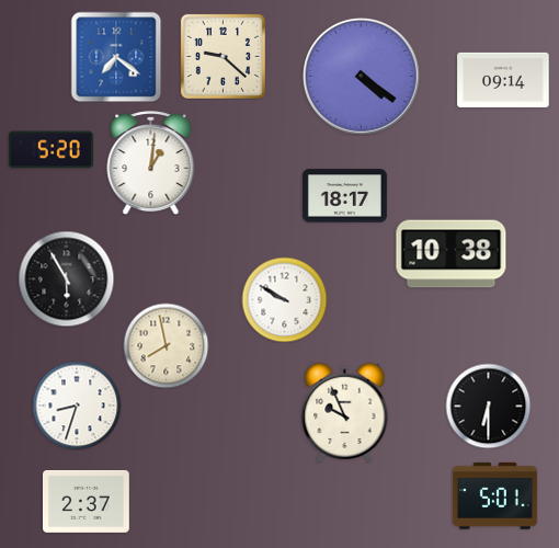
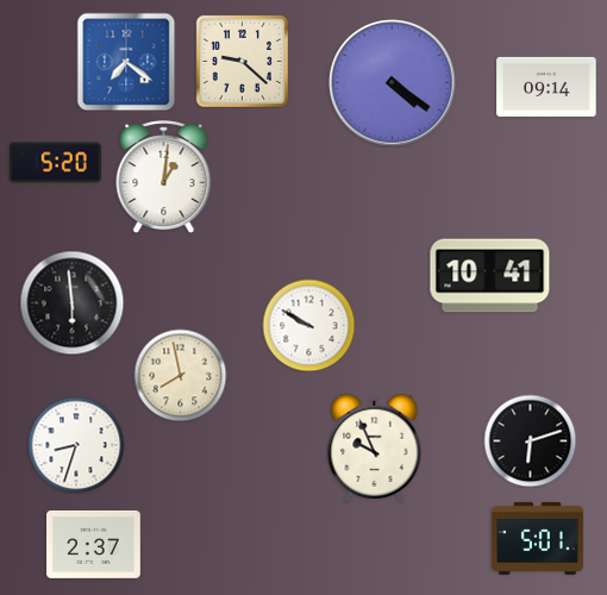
clock at (344, 196): 18:17 -> none
clock at (452, 254): 10:38 -> 10:41
clock at (66, 278): 5:55 -> 5:59
clock at (77, 406) position: (77, 406) -> (76, 445)
clock at (488, 406): 6:30 -> 6:12
